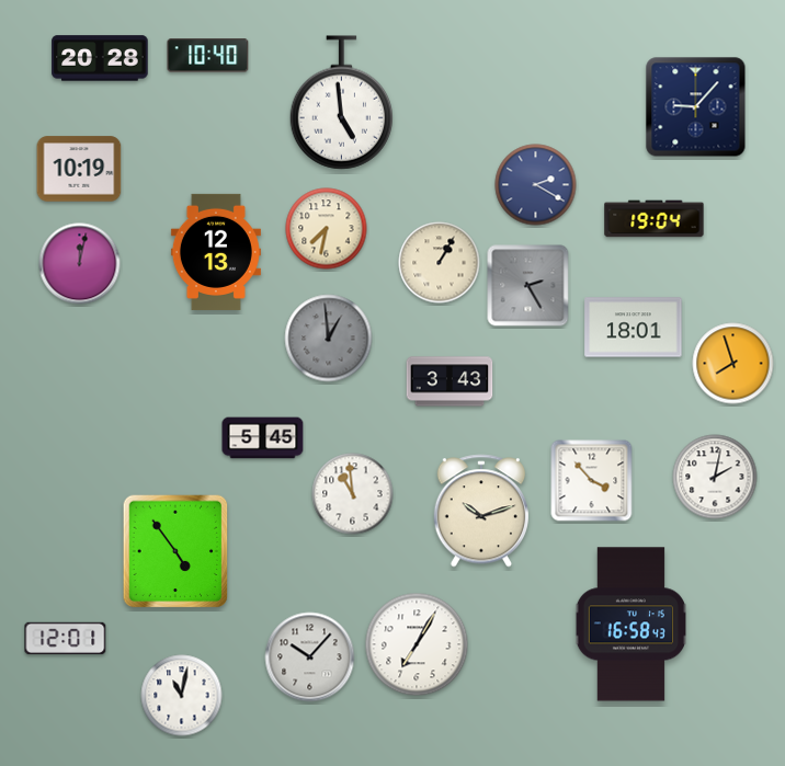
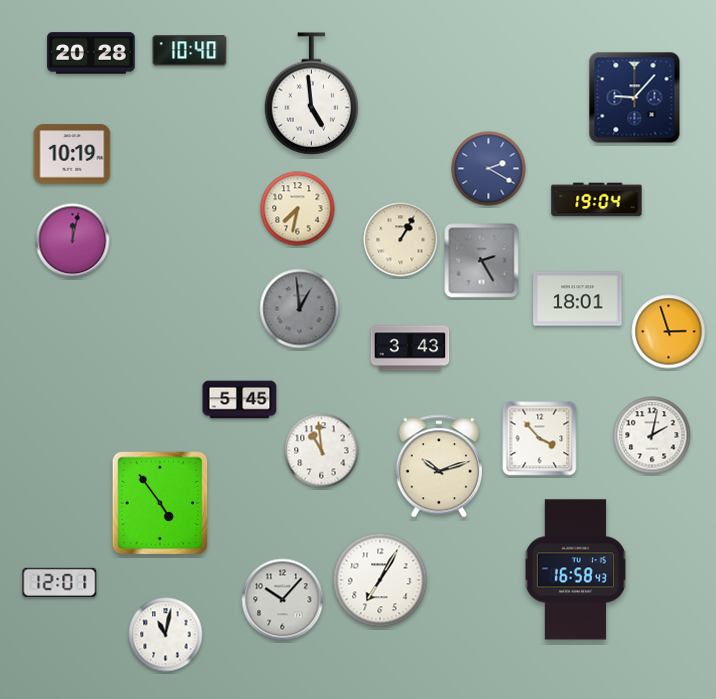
clock at (216, 252): 12:13 -> none
clock at (733, 364): 7:57 -> 2:57
clock at (417, 644) position: (417, 644) -> (380, 580)
